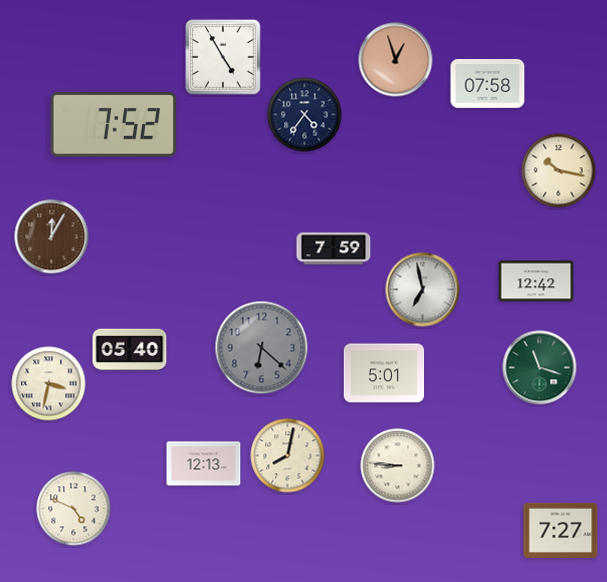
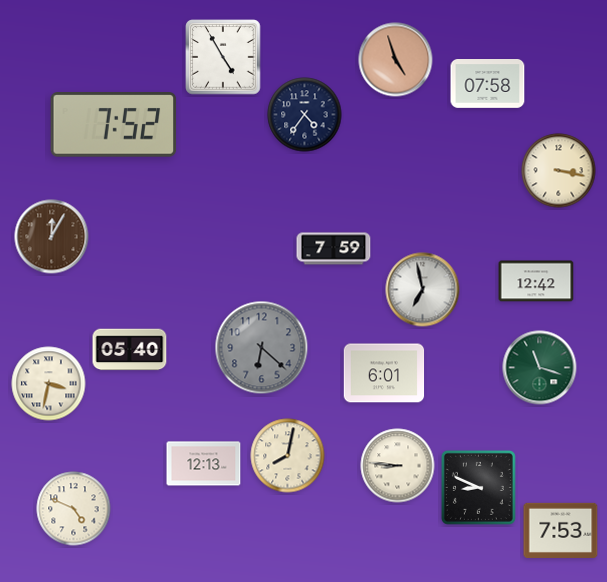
clock at (396, 60): 12:57 -> 4:57
clock at (559, 171): 10:17 -> 3:17
clock at (384, 373): 5:01 -> 6:01
clock at (478, 487): none -> 8:49
clock at (561, 530): 7:27 -> 7:53
